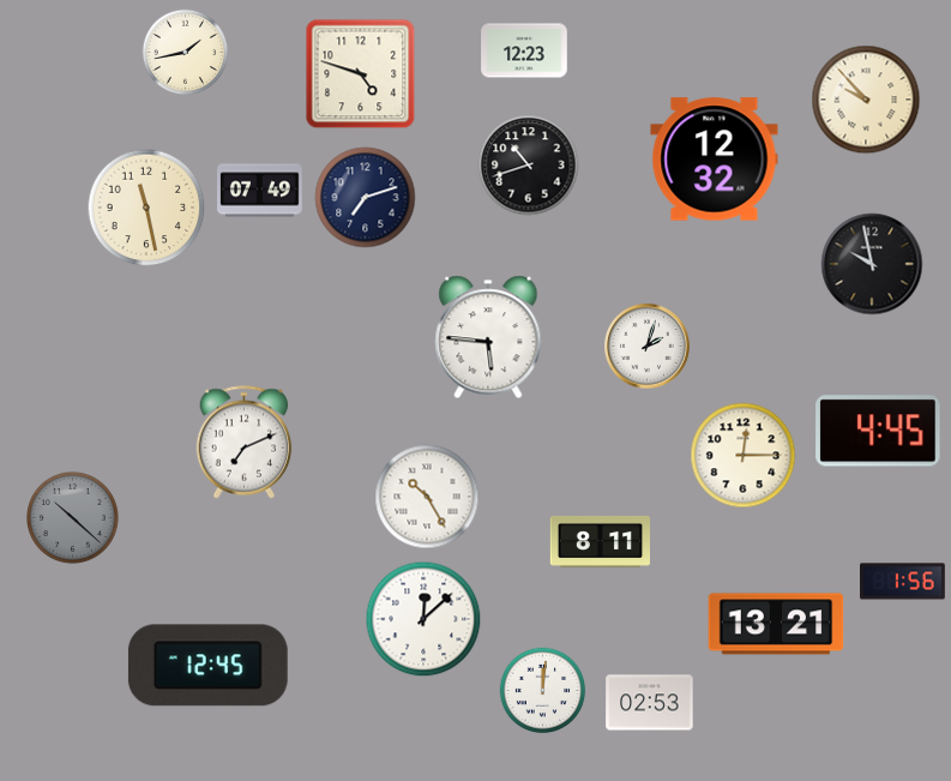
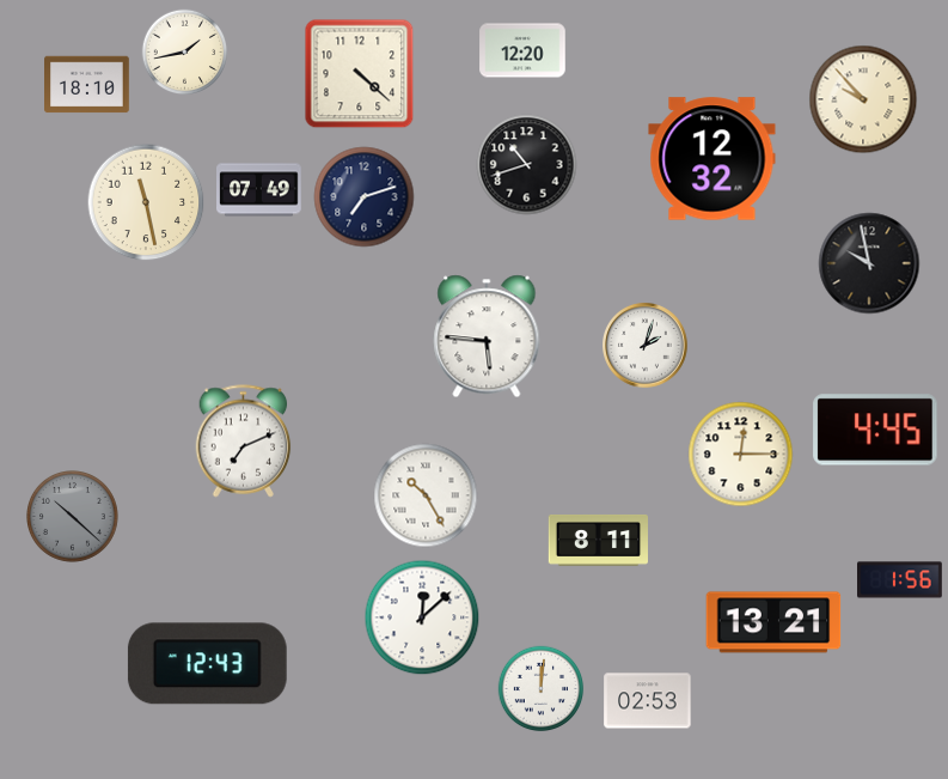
clock at (524, 50): 12:23 -> 12:20
clock at (361, 74): 4:48 -> 4:22
clock at (87, 85): none -> 18:10
clock at (146, 208) position: (146, 208) -> (146, 202)
clock at (207, 666): 12:45 -> 12:43
